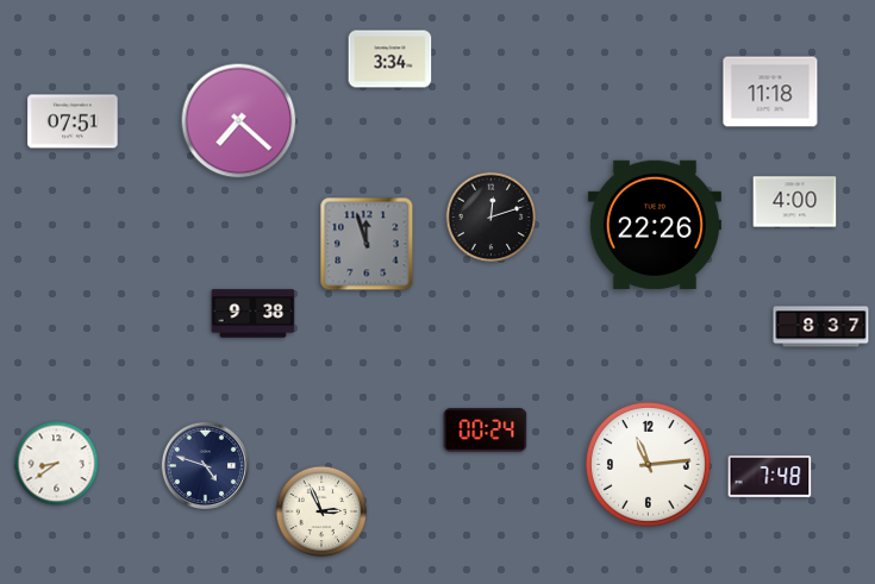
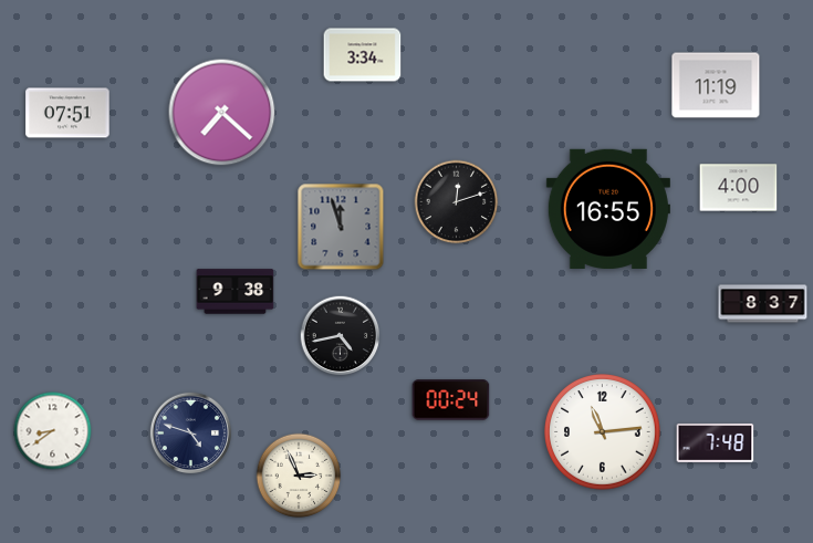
clock at (770, 92): 11:18 -> 11:19
clock at (655, 225): 22:26 -> 16:55
clock at (341, 336): none -> 4:43
